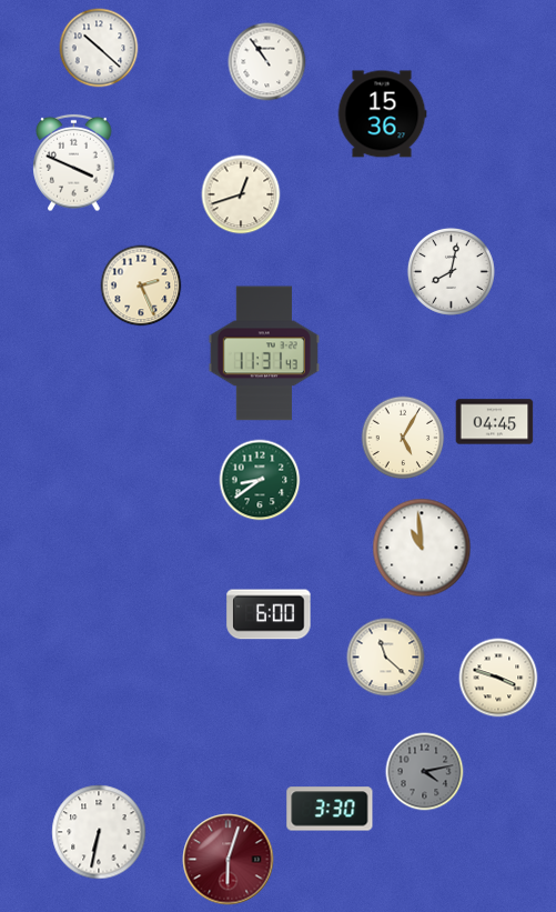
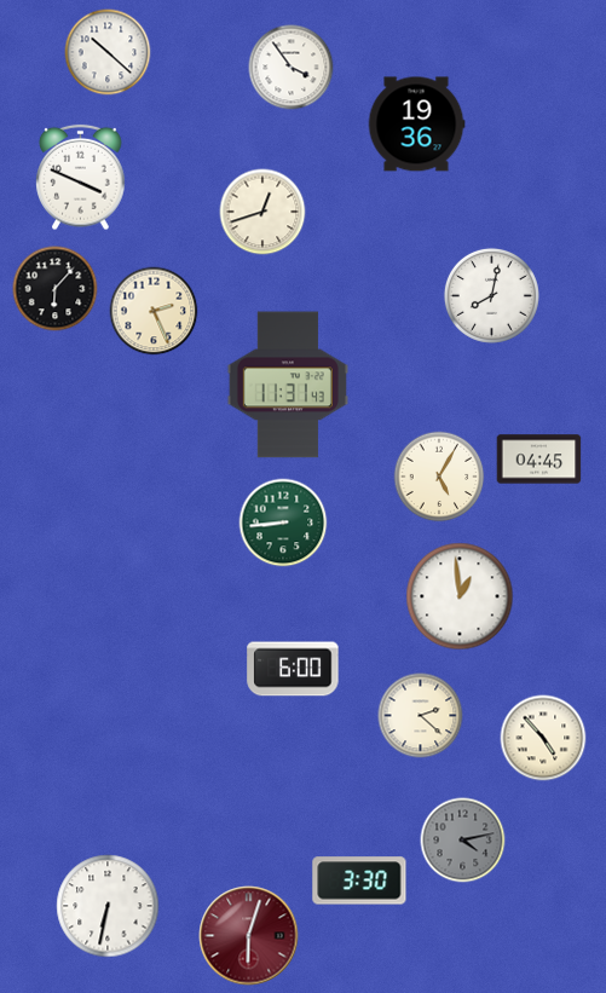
clock at (267, 62): 10:54 -> 3:54
clock at (382, 114): 15:36 -> 19:36
clock at (56, 289): none -> 6:07
clock at (260, 480): 8:39 -> 8:44
clock at (422, 548): 10:59 -> 12:59
clock at (386, 658): 11:22 -> 2:22
clock at (498, 678): 3:48 -> 4:53
